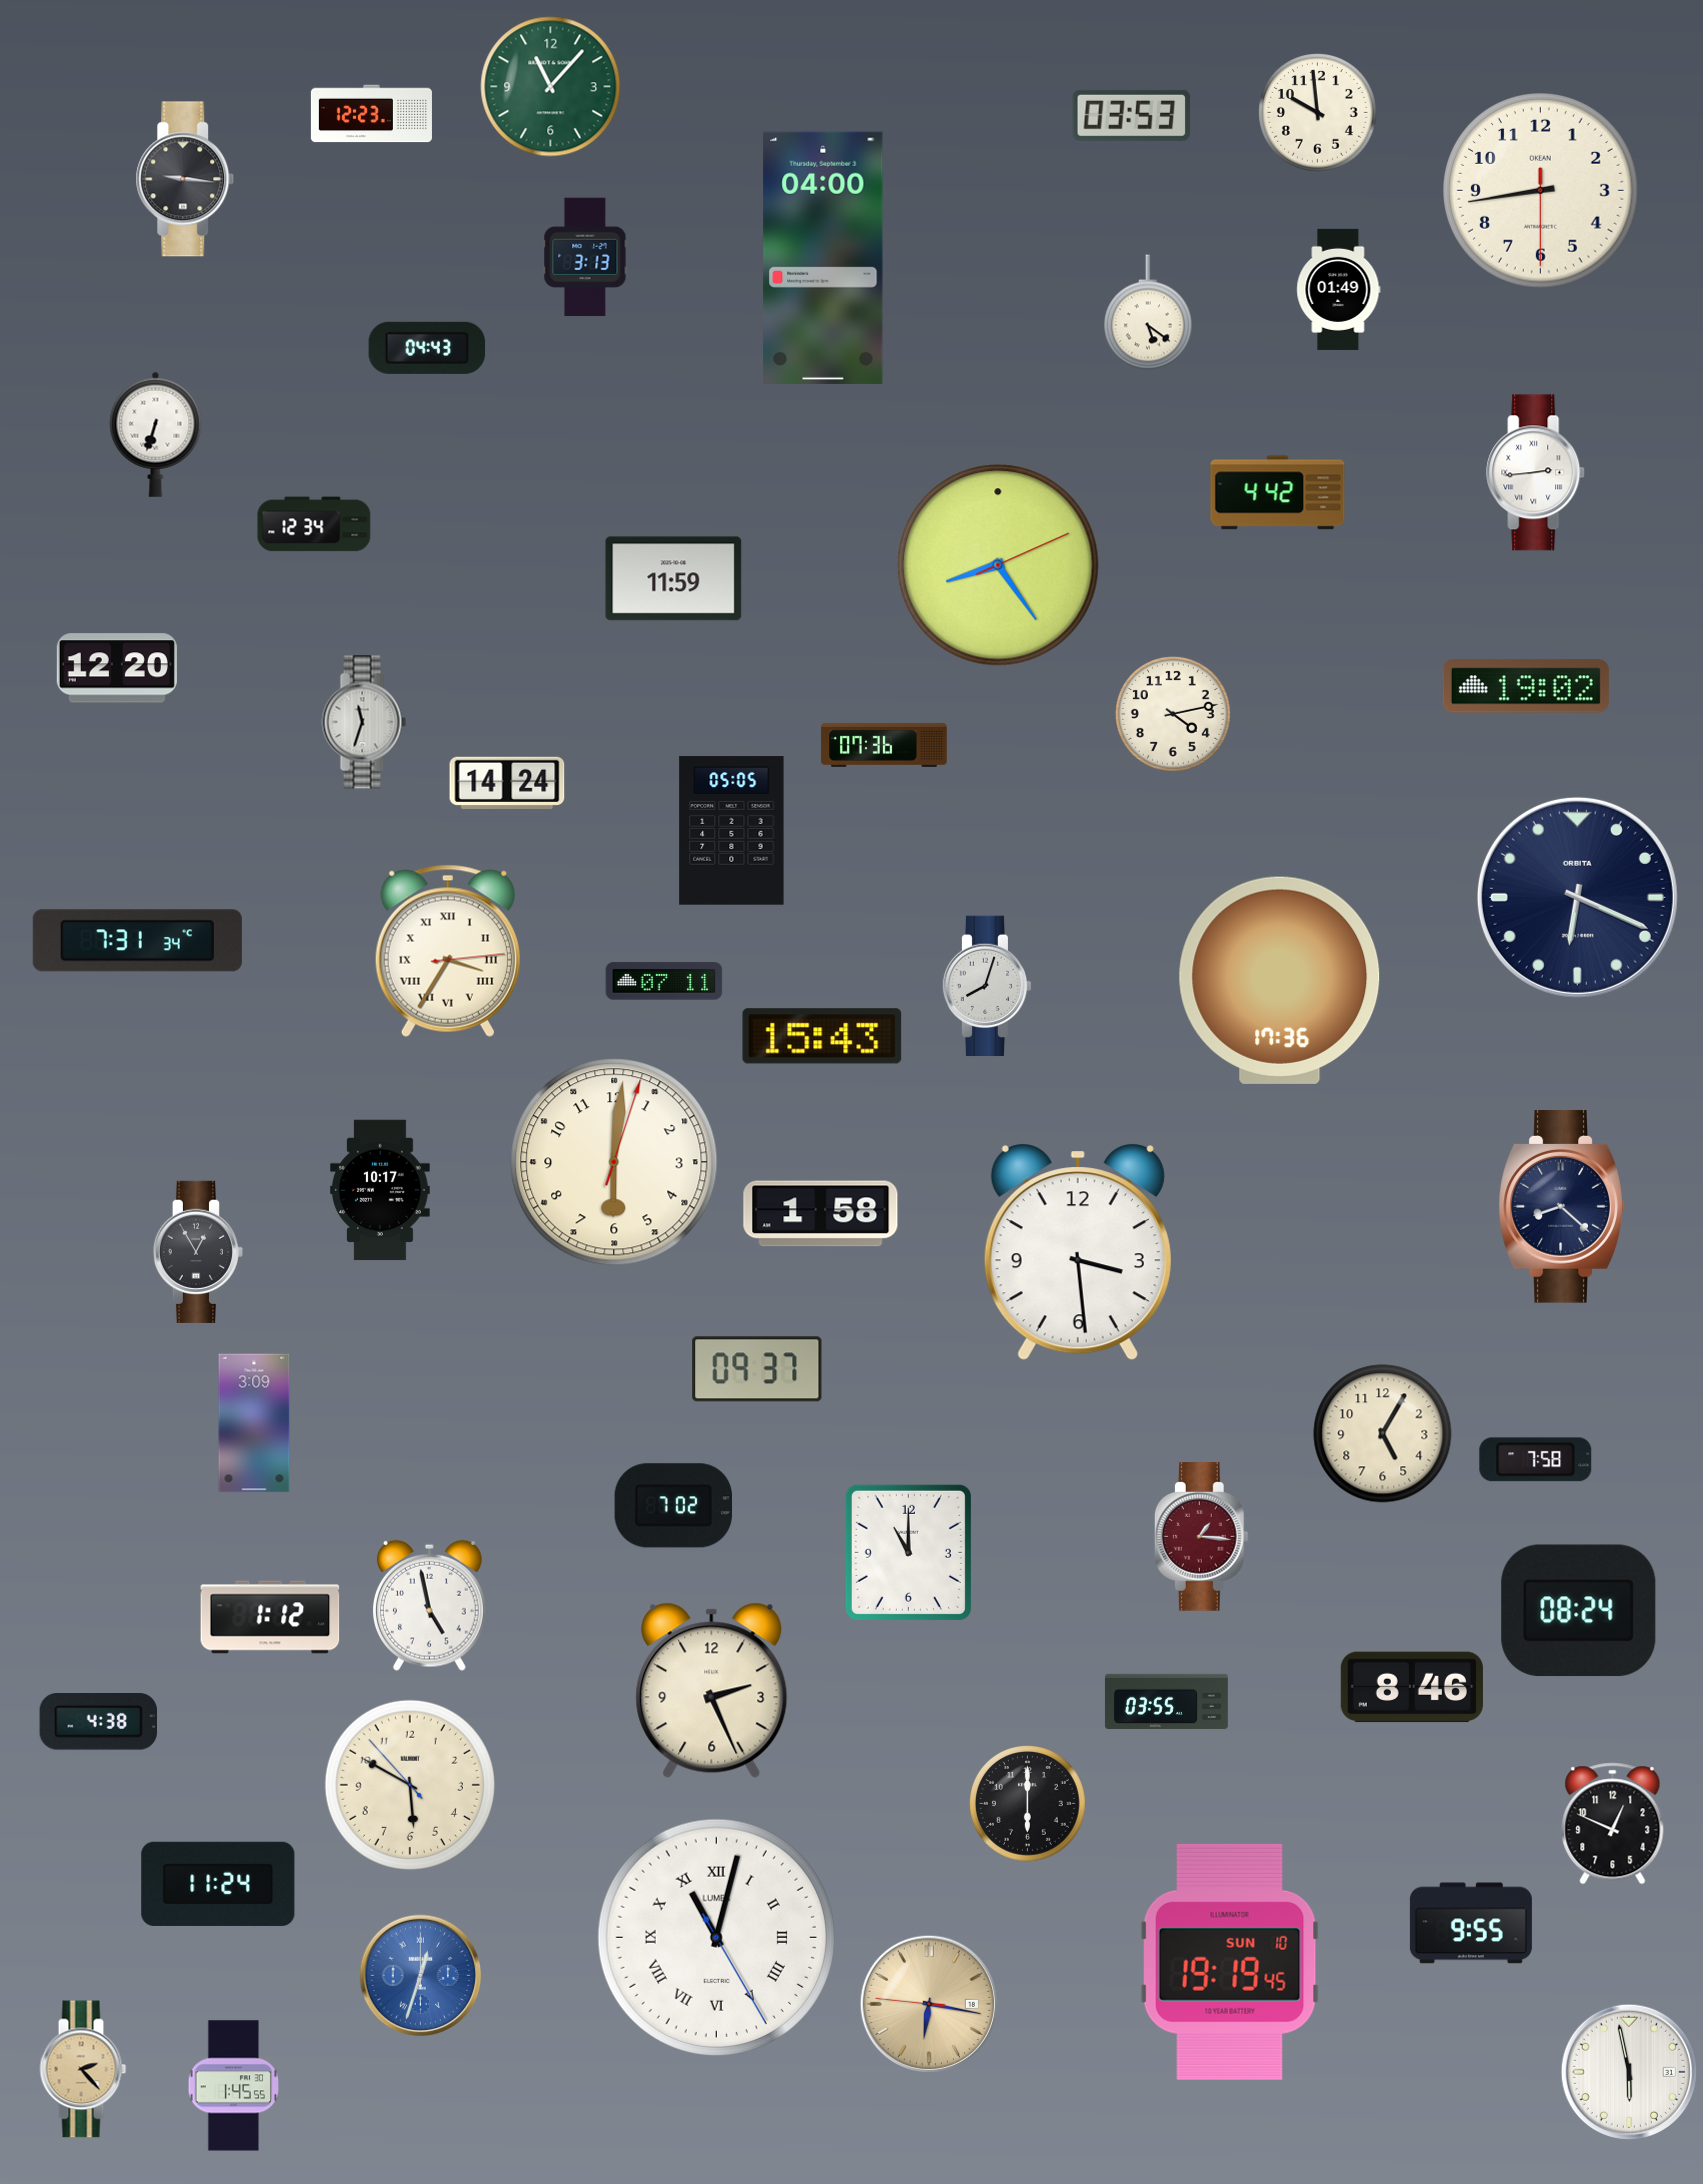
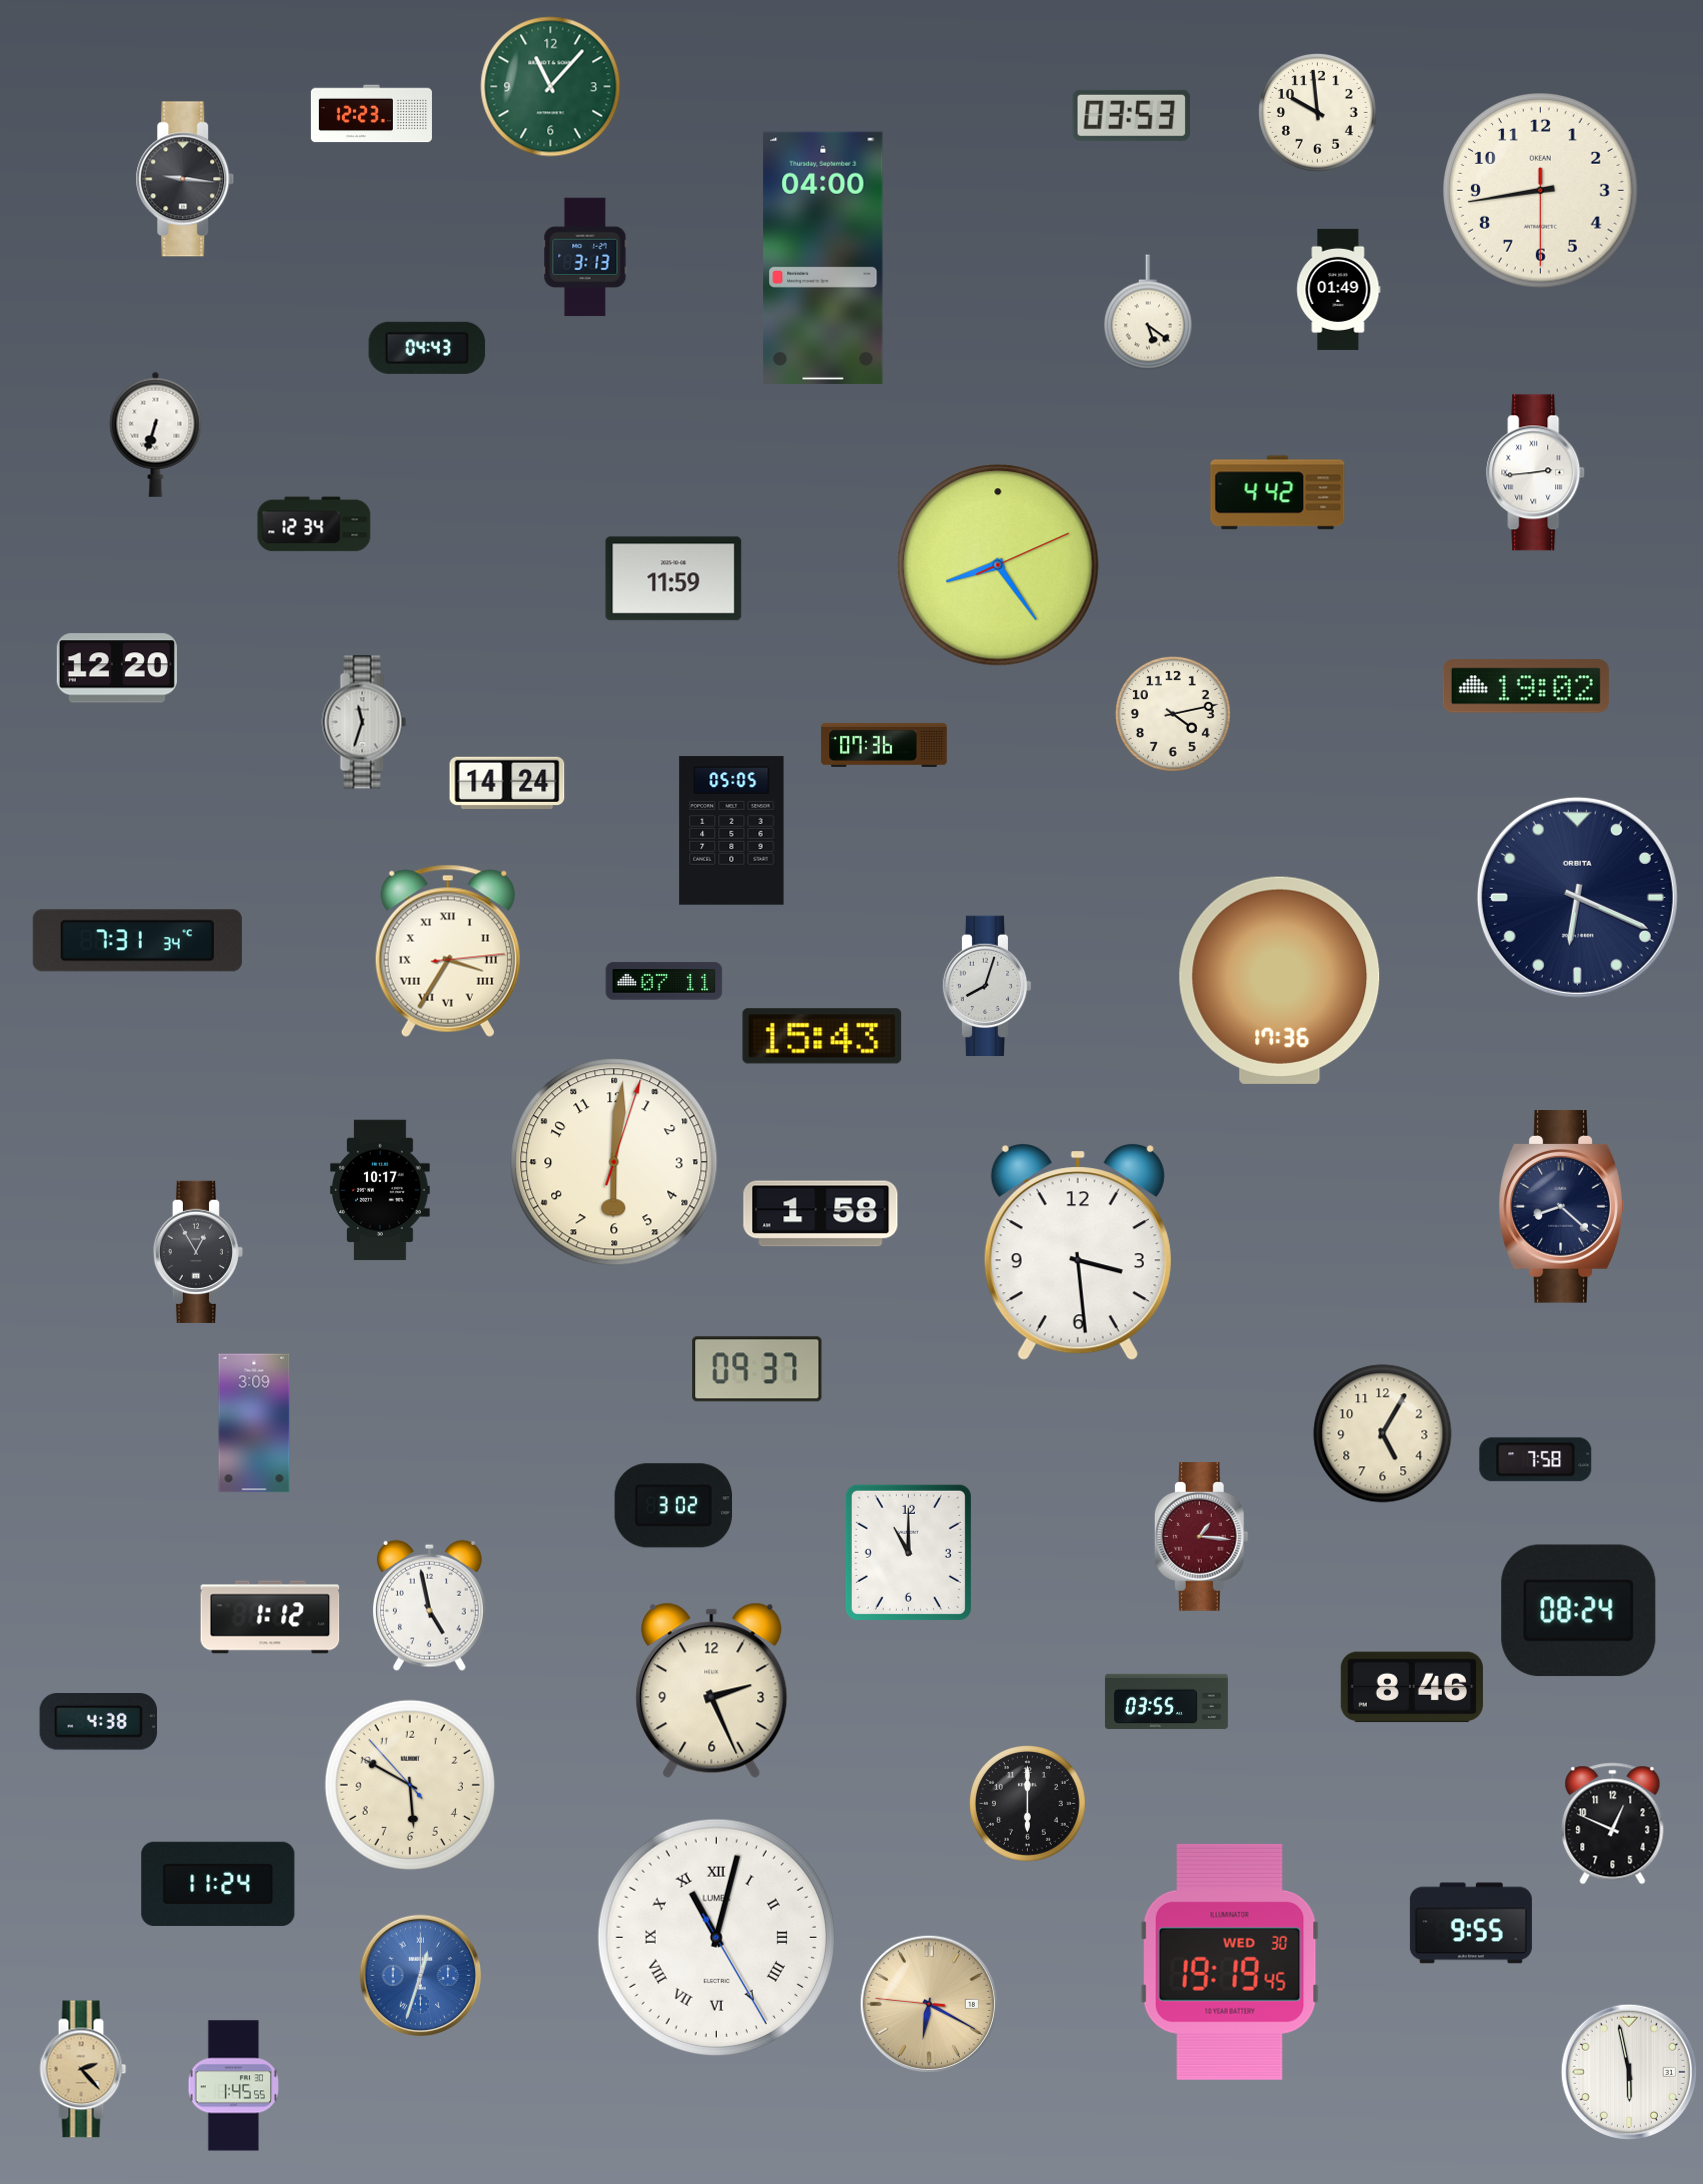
clock at (674, 1506): 7:02 -> 3:02
clock at (1230, 1962) date: SUN 10 -> WED 30
clock at (929, 2004): 6:16 -> 6:19
